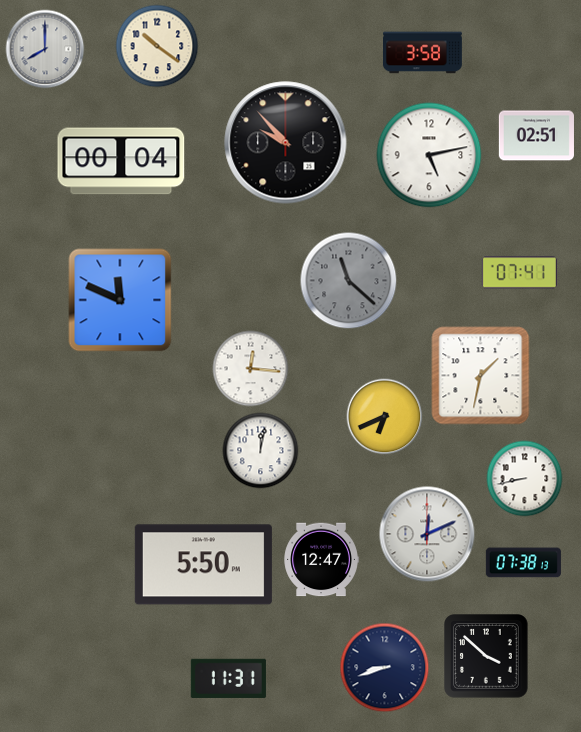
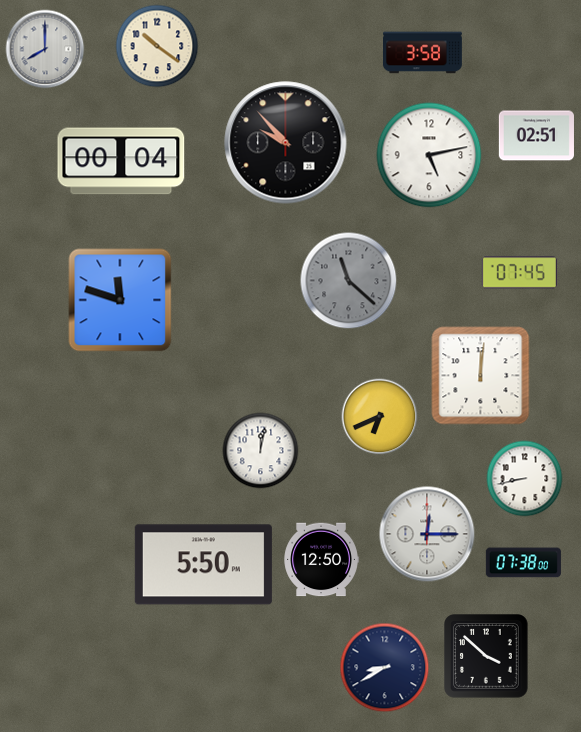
clock at (519, 273): 07:41 -> 07:45
clock at (120, 300): 11:49 -> 11:48
clock at (251, 369): 12:16 -> none
clock at (481, 376): 1:32 -> 12:01
clock at (385, 417) position: (385, 417) -> (380, 417)
clock at (427, 534): 12:11 -> 12:15
clock at (321, 560): 12:47 -> 12:50
clock at (523, 563): 07:38:13 -> 07:38:00
clock at (385, 668): 8:42 -> 8:40
clock at (228, 678): 11:31 -> none
